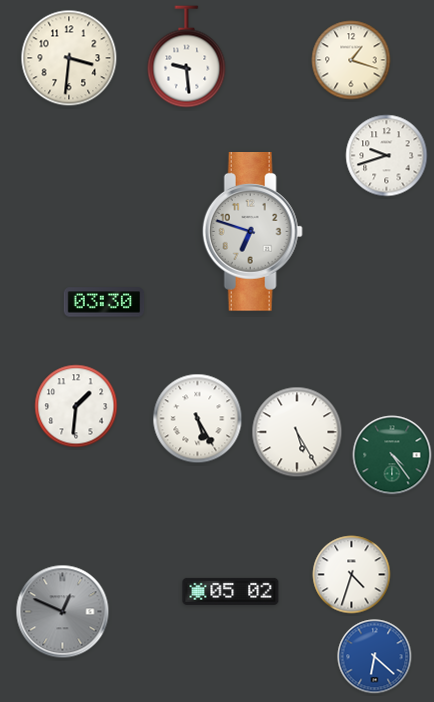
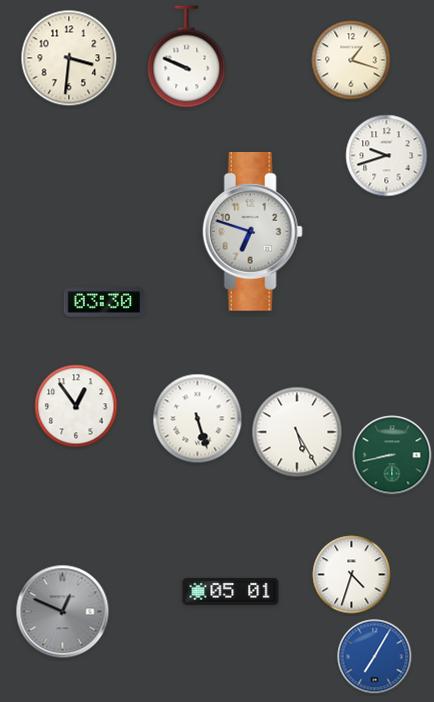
clock at (187, 57): 9:29 -> 9:49
clock at (76, 406): 1:31 -> 12:54
clock at (198, 419): 5:25 -> 5:27
clock at (392, 455): 4:24 -> 8:43
clock at (231, 591): 05:02 -> 05:01
clock at (375, 657): 6:22 -> 7:05
